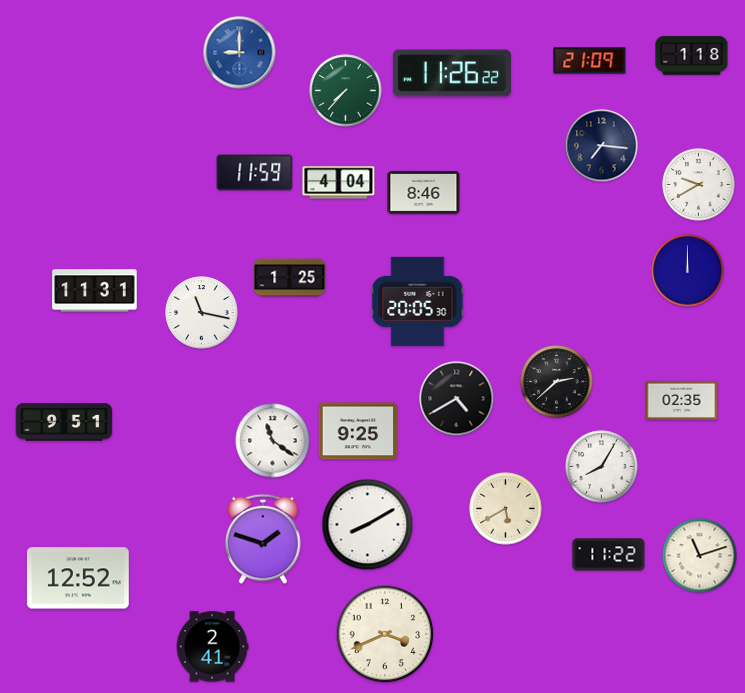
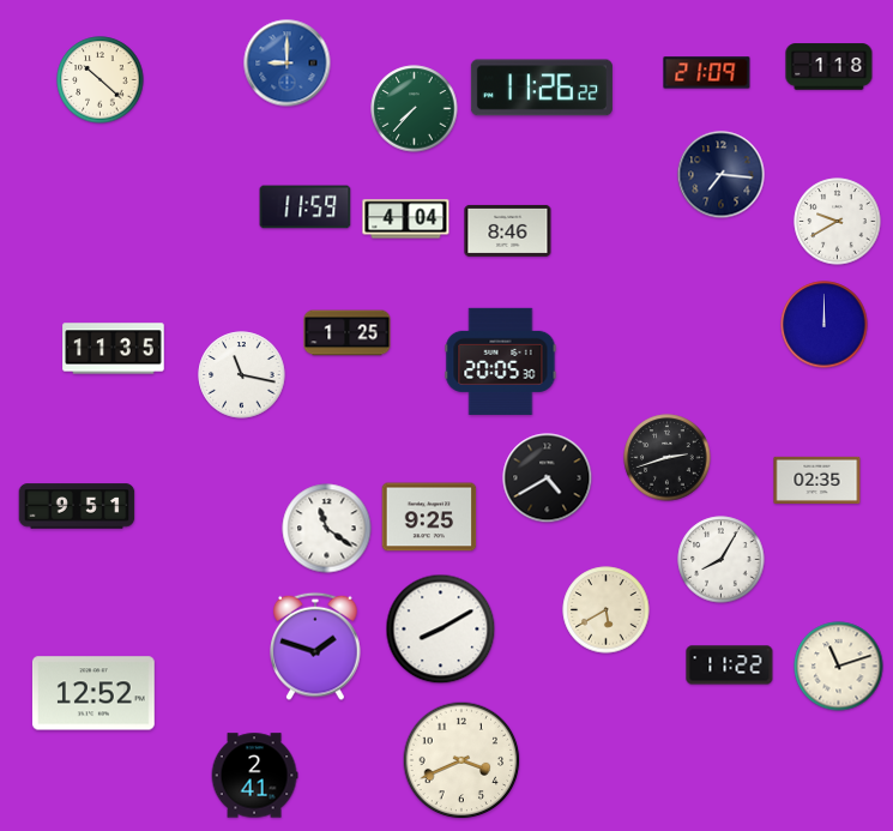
clock at (101, 80): none -> 10:22
clock at (95, 291): 11:31 -> 11:35
clock at (557, 382): 2:38 -> 2:42
